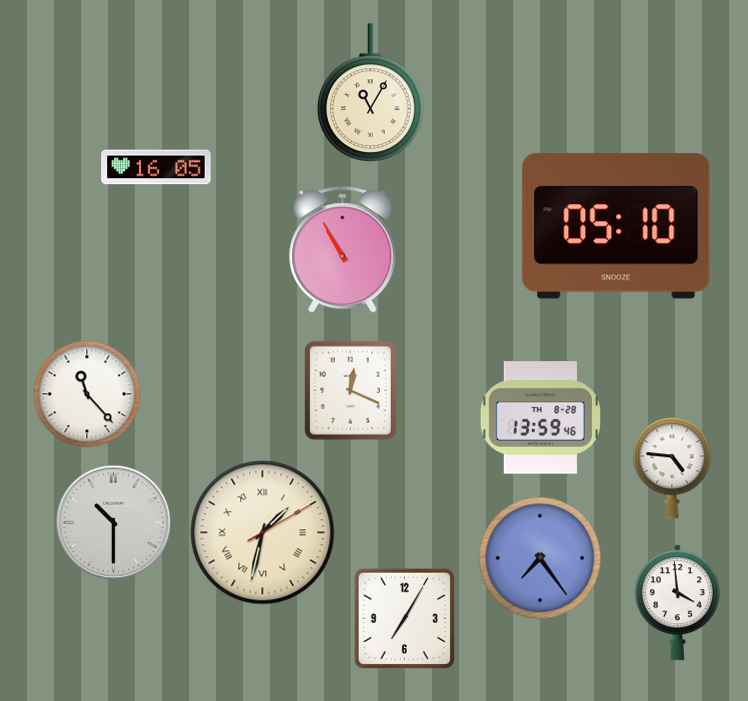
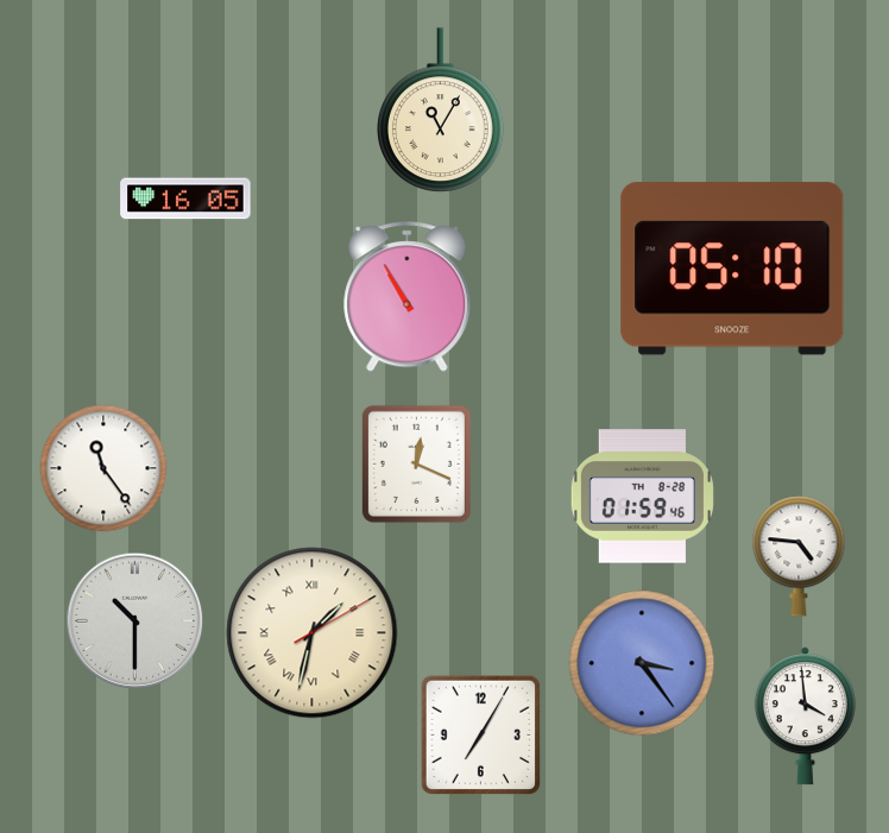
clock at (87, 394): 11:23 -> 11:24
clock at (540, 418): 13:59 -> 01:59
clock at (540, 558): 7:24 -> 3:24
